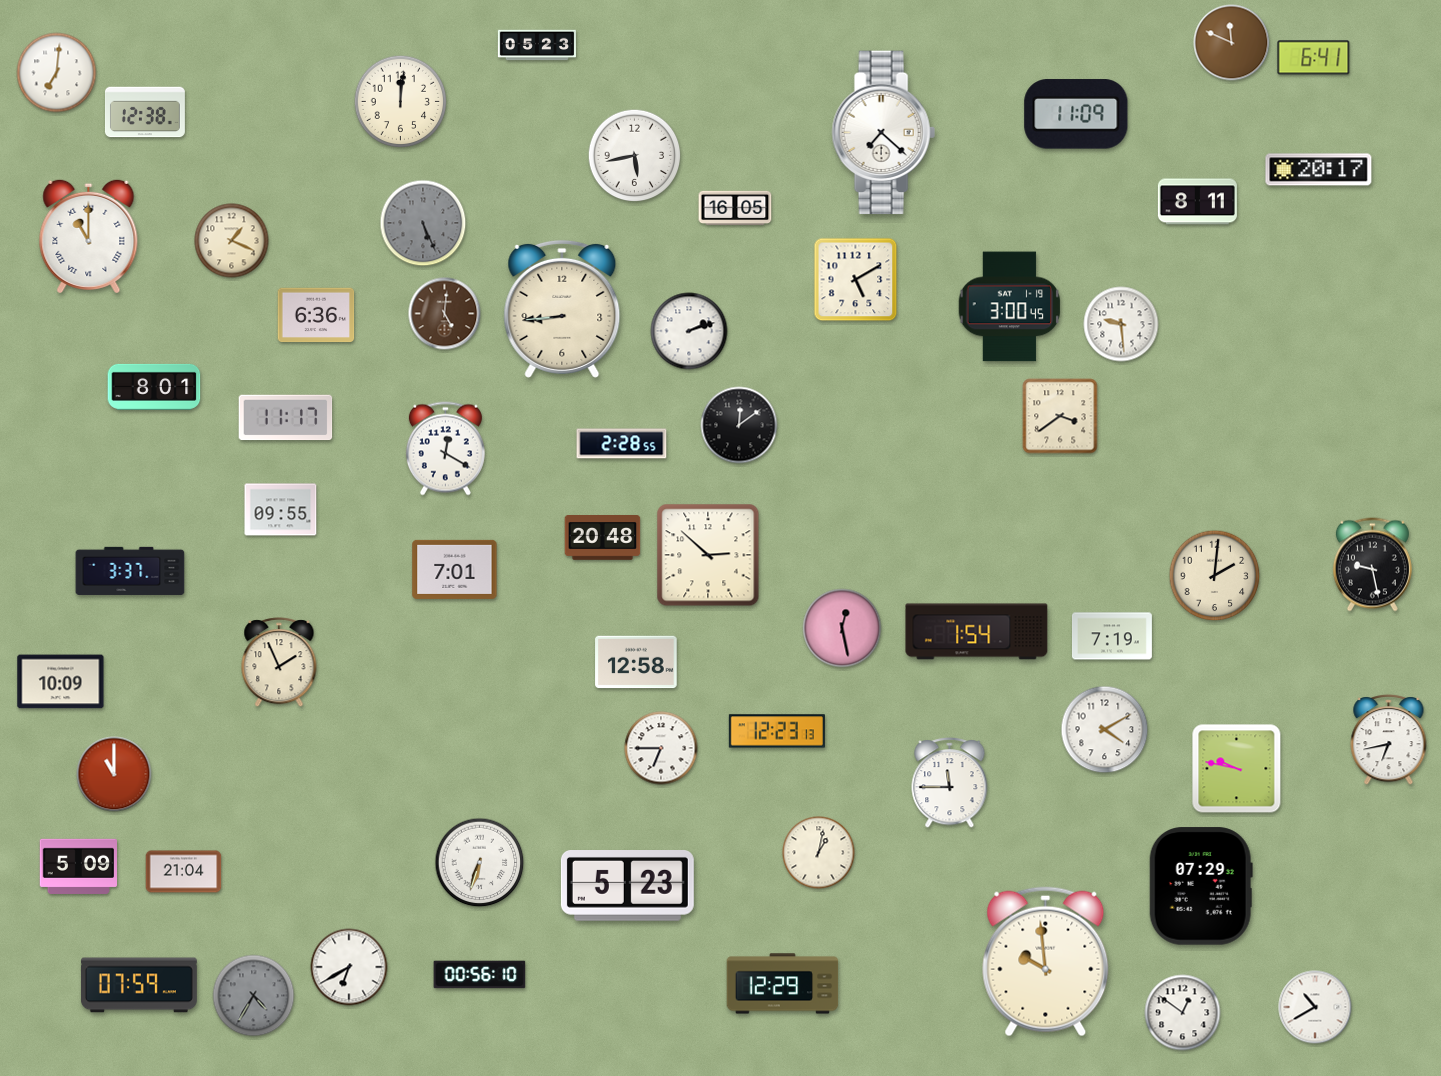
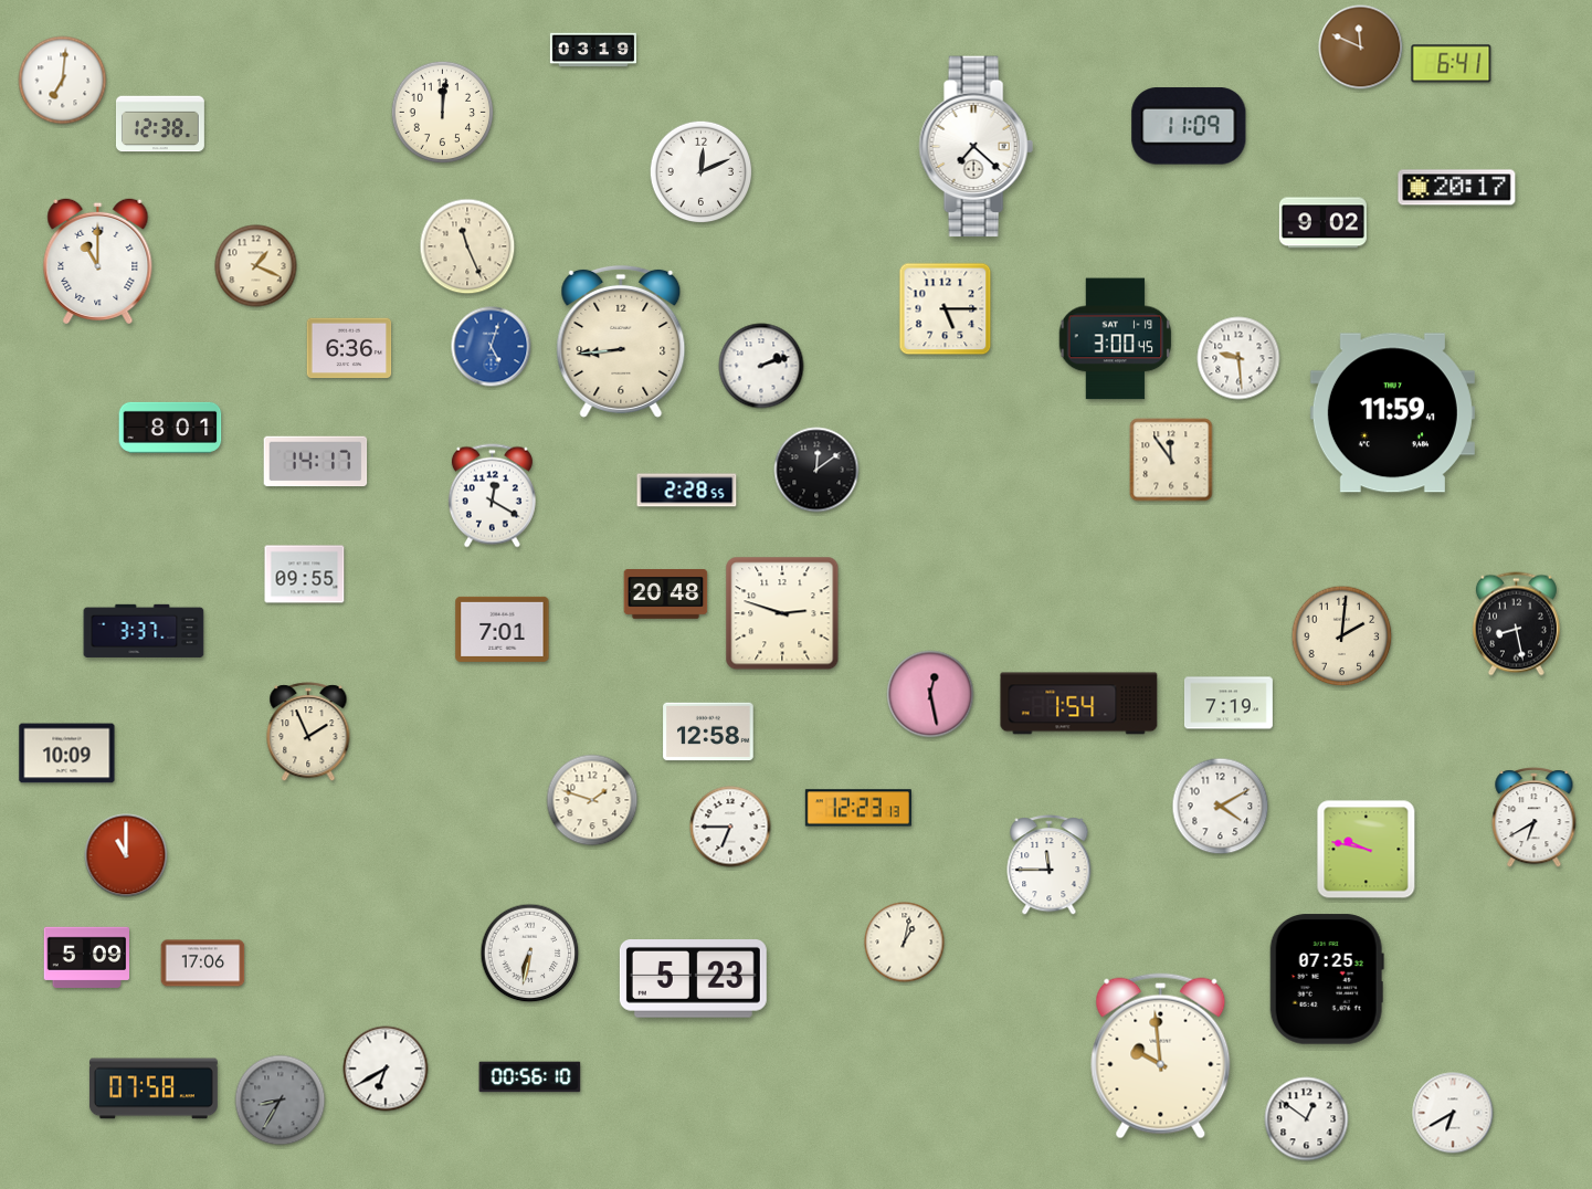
clock at (536, 45): 05:23 -> 03:19
clock at (635, 156): 5:43 -> 12:11
clock at (1197, 202): 8:11 -> 9:02
clock at (735, 208): 16:05 -> none
clock at (423, 223): 5:26 -> 11:26
clock at (423, 223) dial: grey -> cream
clock at (856, 280): 5:10 -> 5:15
clock at (445, 314): 5:01 -> 5:03
clock at (445, 314) dial: brown -> blue
clock at (1392, 413): none -> 11:59
clock at (1060, 416): 3:39 -> 11:54
clock at (286, 418): 11:17 -> 14:17
clock at (281, 510) position: (281, 510) -> (305, 575)
clock at (708, 555): 2:52 -> 2:48
clock at (1372, 565): 9:28 -> 8:28
clock at (977, 632) position: (977, 632) -> (1079, 704)
clock at (636, 662) position: (636, 662) -> (708, 732)
clock at (592, 800): none -> 1:48
clock at (1389, 740): 6:43 -> 6:40
clock at (480, 863): 6:33 -> 6:32
clock at (184, 872): 21:04 -> 17:06
clock at (1201, 886): 07:29 -> 07:25
clock at (1046, 962) position: (1046, 962) -> (1161, 1056)
clock at (783, 984): 12:29 -> none
clock at (139, 985): 07:59 -> 07:58
clock at (254, 996): 4:35 -> 8:35
clock at (1315, 1007): 10:40 -> 6:40
